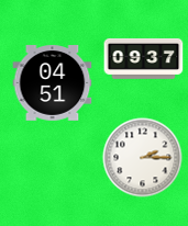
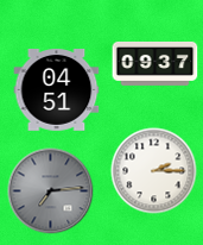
clock at (51, 191): none -> 7:14
